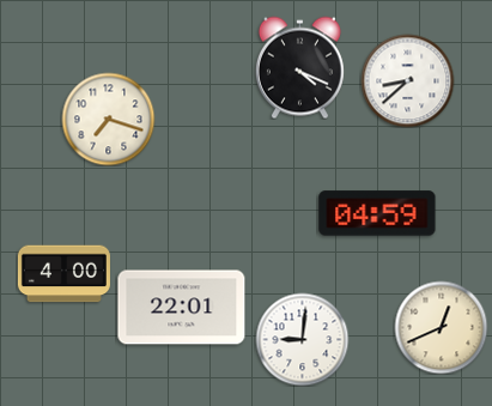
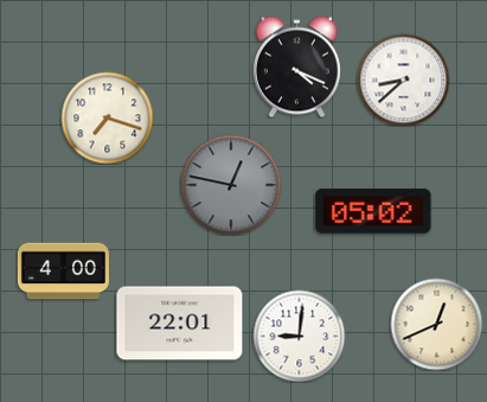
clock at (231, 185): none -> 12:47
clock at (377, 213): 04:59 -> 05:02
clock at (182, 308) position: (182, 308) -> (180, 324)
